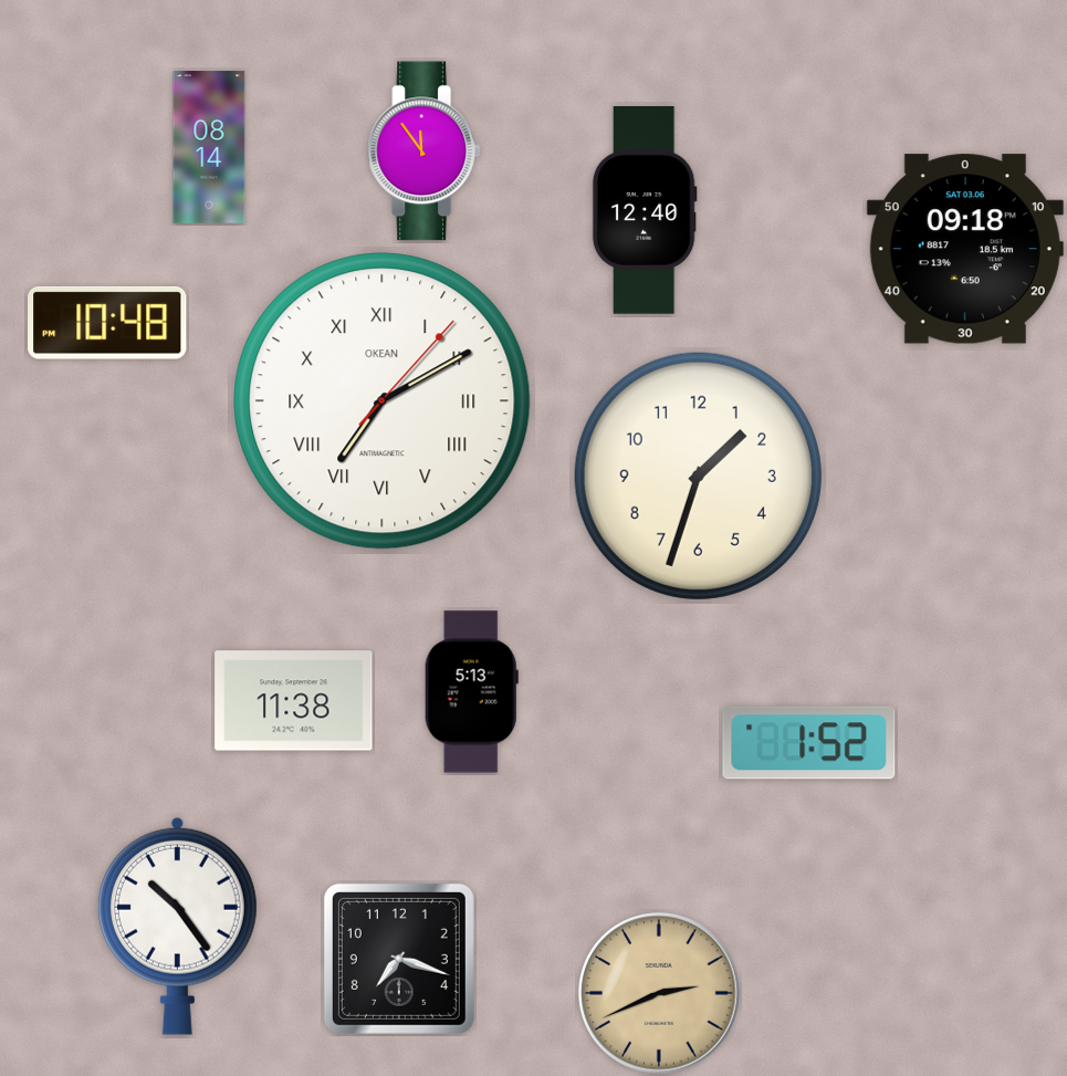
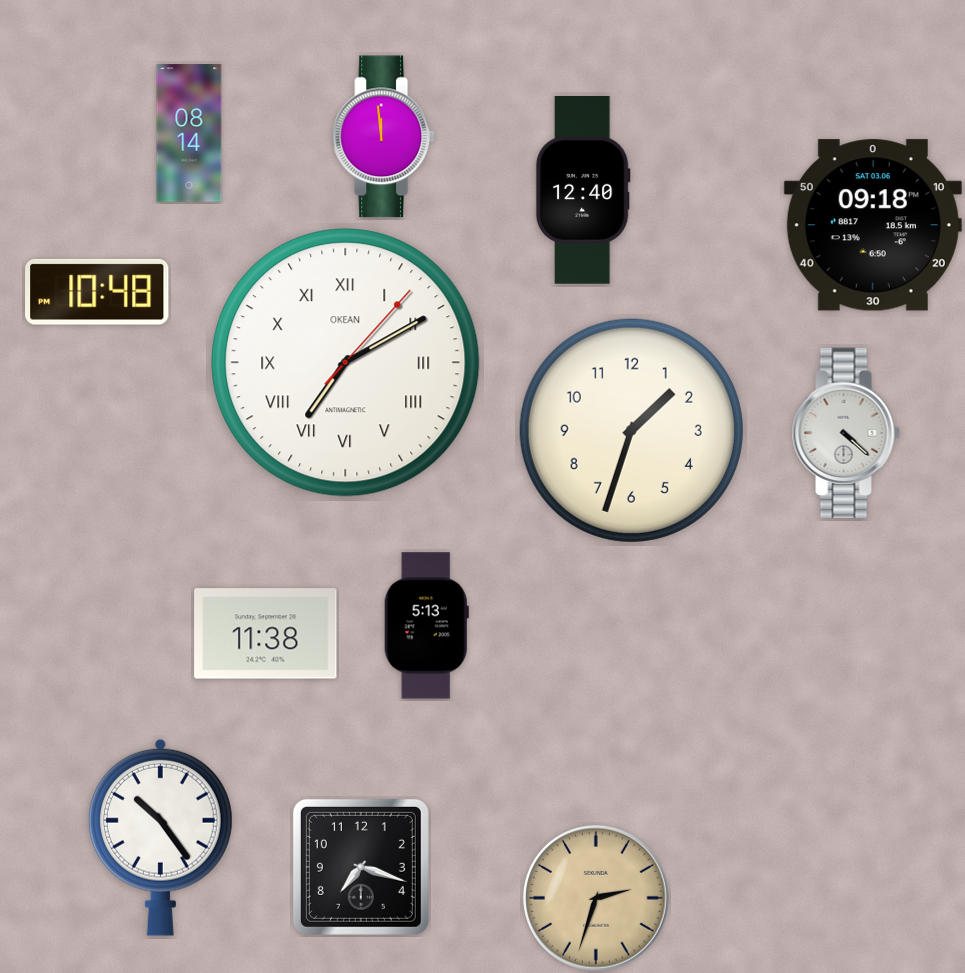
clock at (425, 152): 11:54 -> 11:59
clock at (846, 432): none -> 4:22
clock at (809, 743): 1:52 -> none
clock at (660, 994): 2:41 -> 2:33
